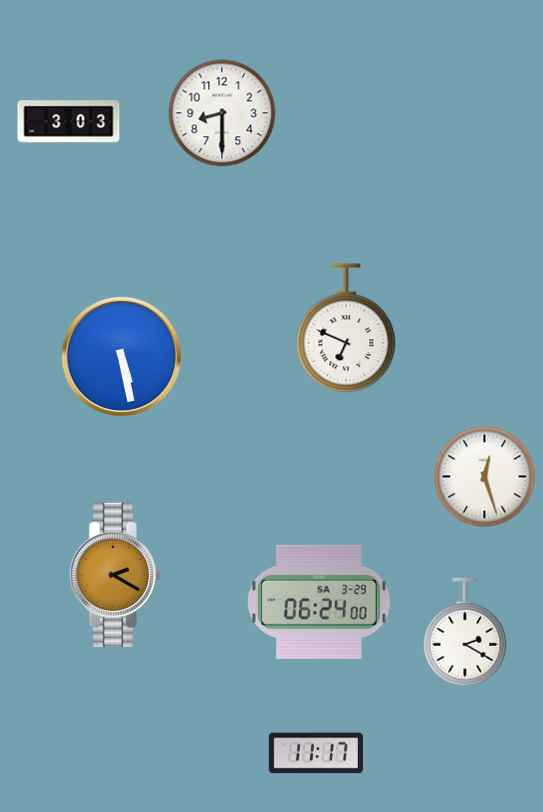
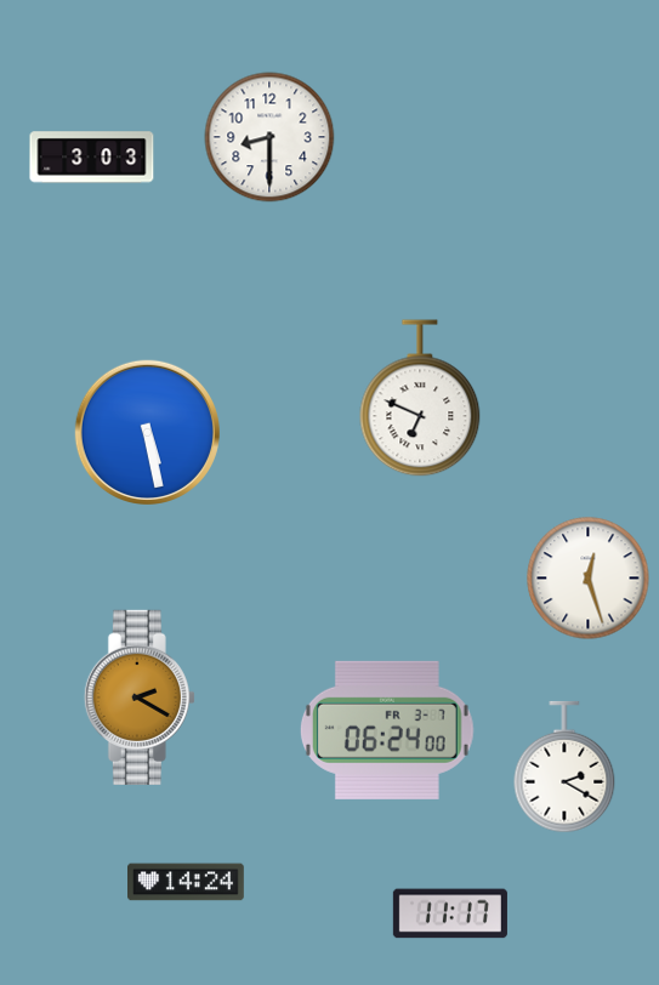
clock at (69, 122) position: (69, 122) -> (92, 158)
clock at (319, 602) date: SA 3-29 -> FR 3-7
clock at (187, 882): none -> 14:24
clock at (316, 753) position: (316, 753) -> (450, 913)
